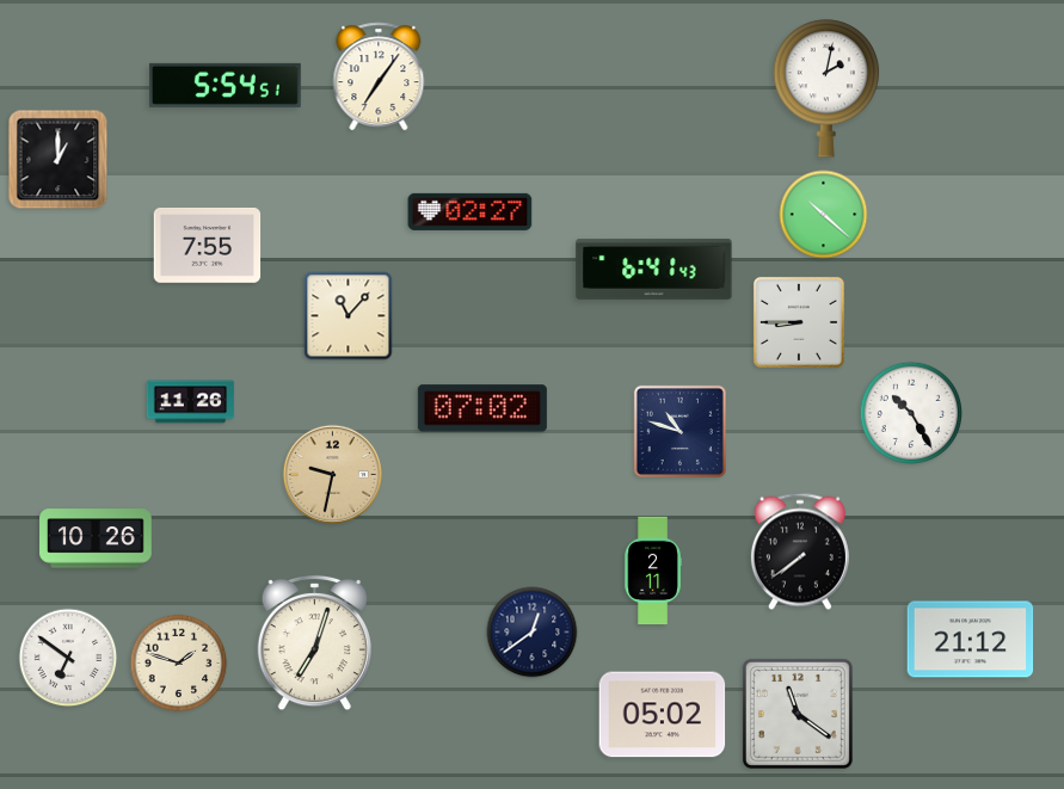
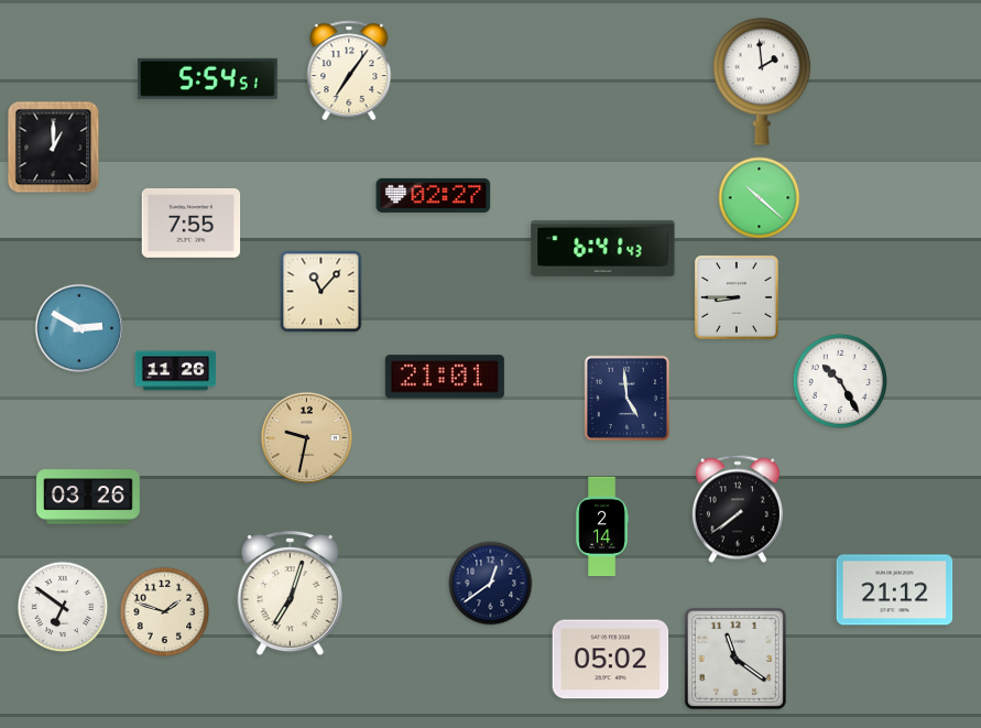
clock at (826, 88): 2:02 -> 1:59
clock at (208, 245) position: (208, 245) -> (192, 222)
clock at (79, 328): none -> 2:50
clock at (482, 408): 07:02 -> 21:01
clock at (679, 431): 10:48 -> 4:59
clock at (96, 538): 10:26 -> 03:26
clock at (653, 571): 2:11 -> 2:14
